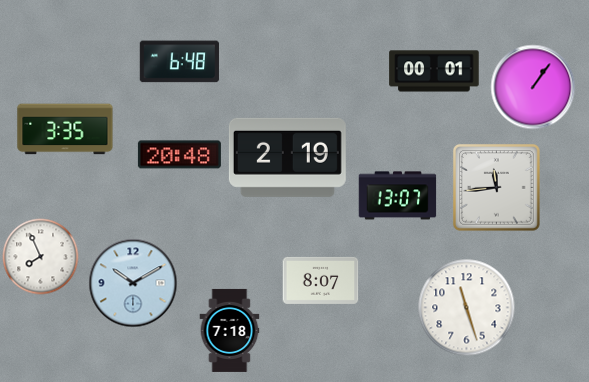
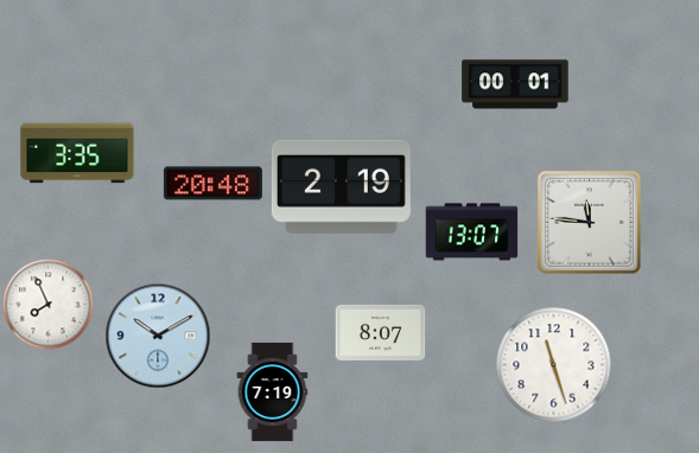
clock at (179, 62): 6:48 -> none
clock at (533, 87): 1:06 -> none
clock at (496, 187): 11:44 -> 11:46
clock at (230, 330): 7:18 -> 7:19
